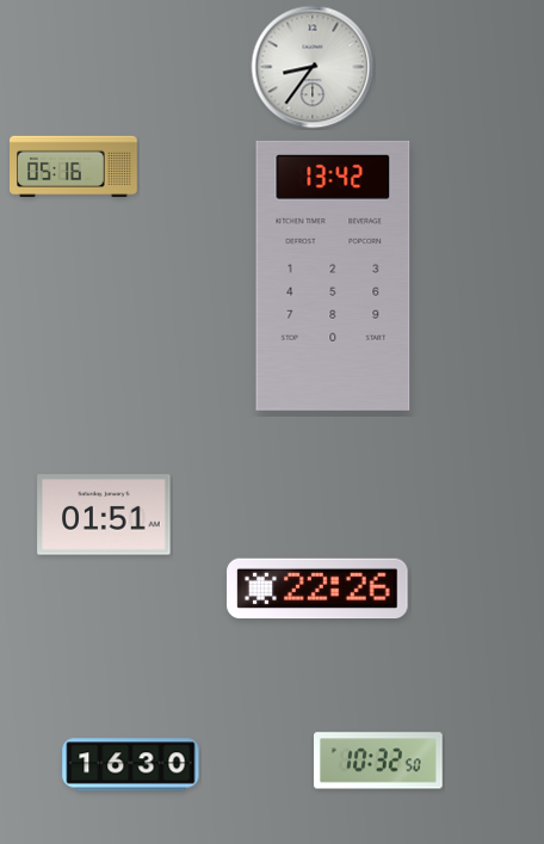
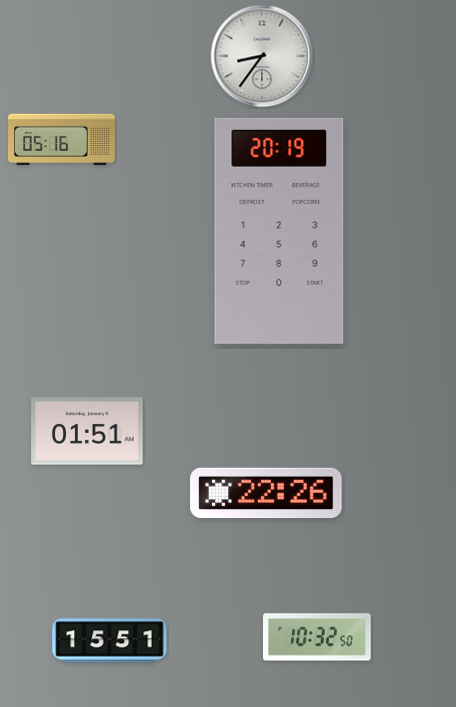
clock at (333, 276): 13:42 -> 20:19
clock at (131, 765): 16:30 -> 15:51
